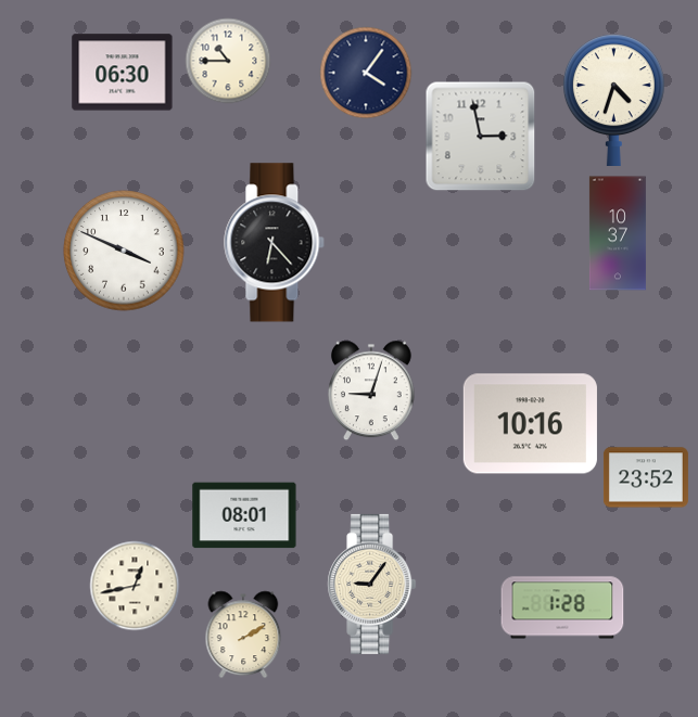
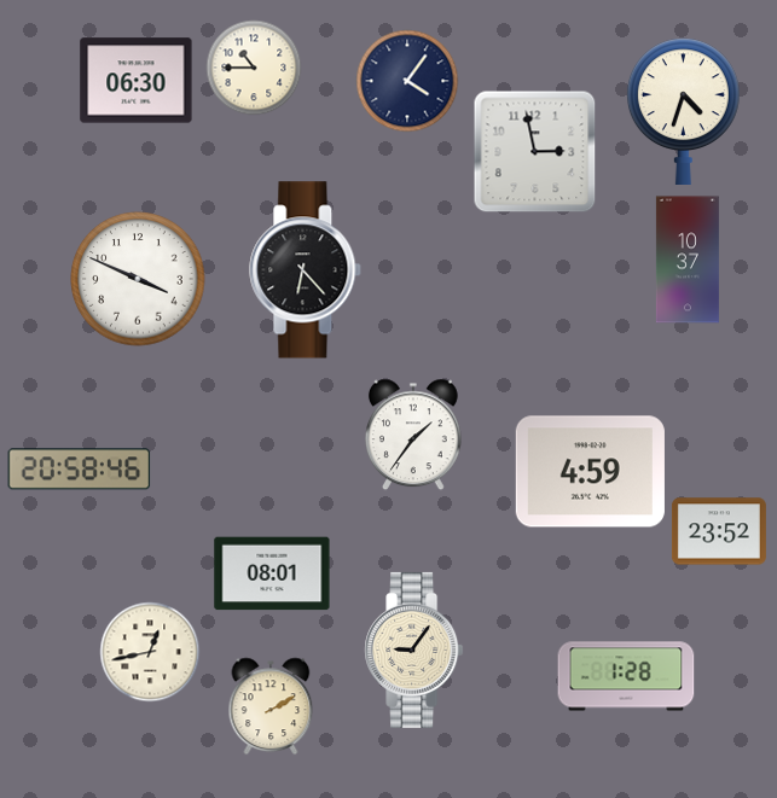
clock at (372, 390): 9:03 -> 1:36
clock at (80, 470): none -> 20:58
clock at (530, 424): 10:16 -> 4:59
